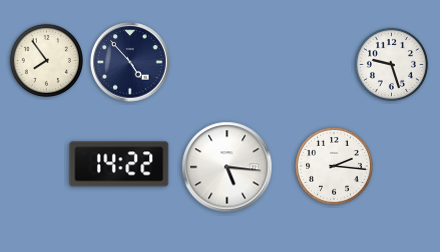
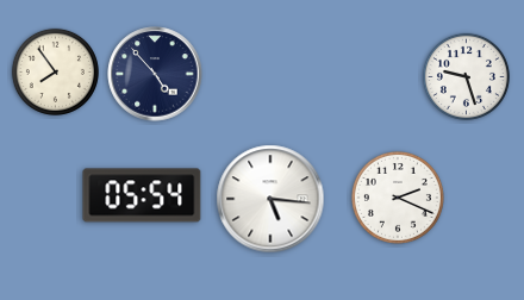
clock at (119, 164): 14:22 -> 05:54
clock at (334, 166): 2:16 -> 2:19
